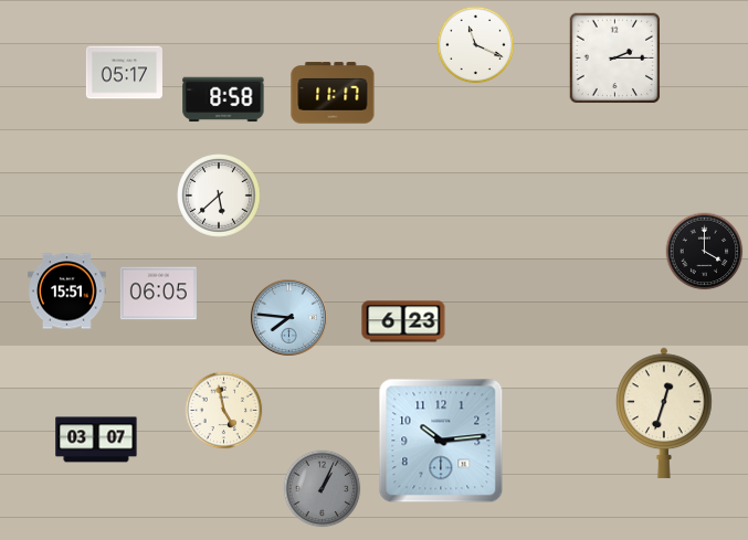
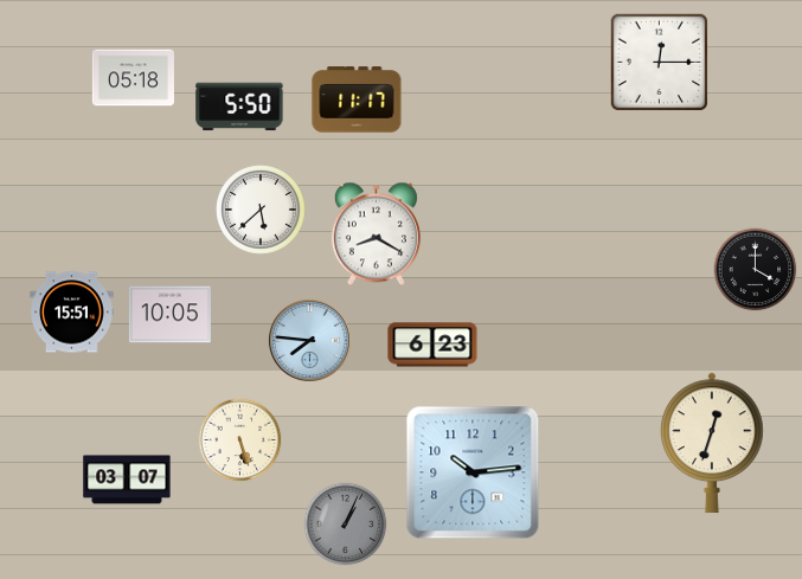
clock at (476, 45): 11:19 -> none
clock at (615, 59): 2:15 -> 12:15
clock at (124, 73): 05:17 -> 05:18
clock at (223, 99): 8:58 -> 5:50
clock at (219, 195) position: (219, 195) -> (261, 210)
clock at (376, 234): none -> 8:20
clock at (158, 294): 06:05 -> 10:05
clock at (224, 411): 4:58 -> 5:27
clock at (96, 440) position: (96, 440) -> (127, 480)
